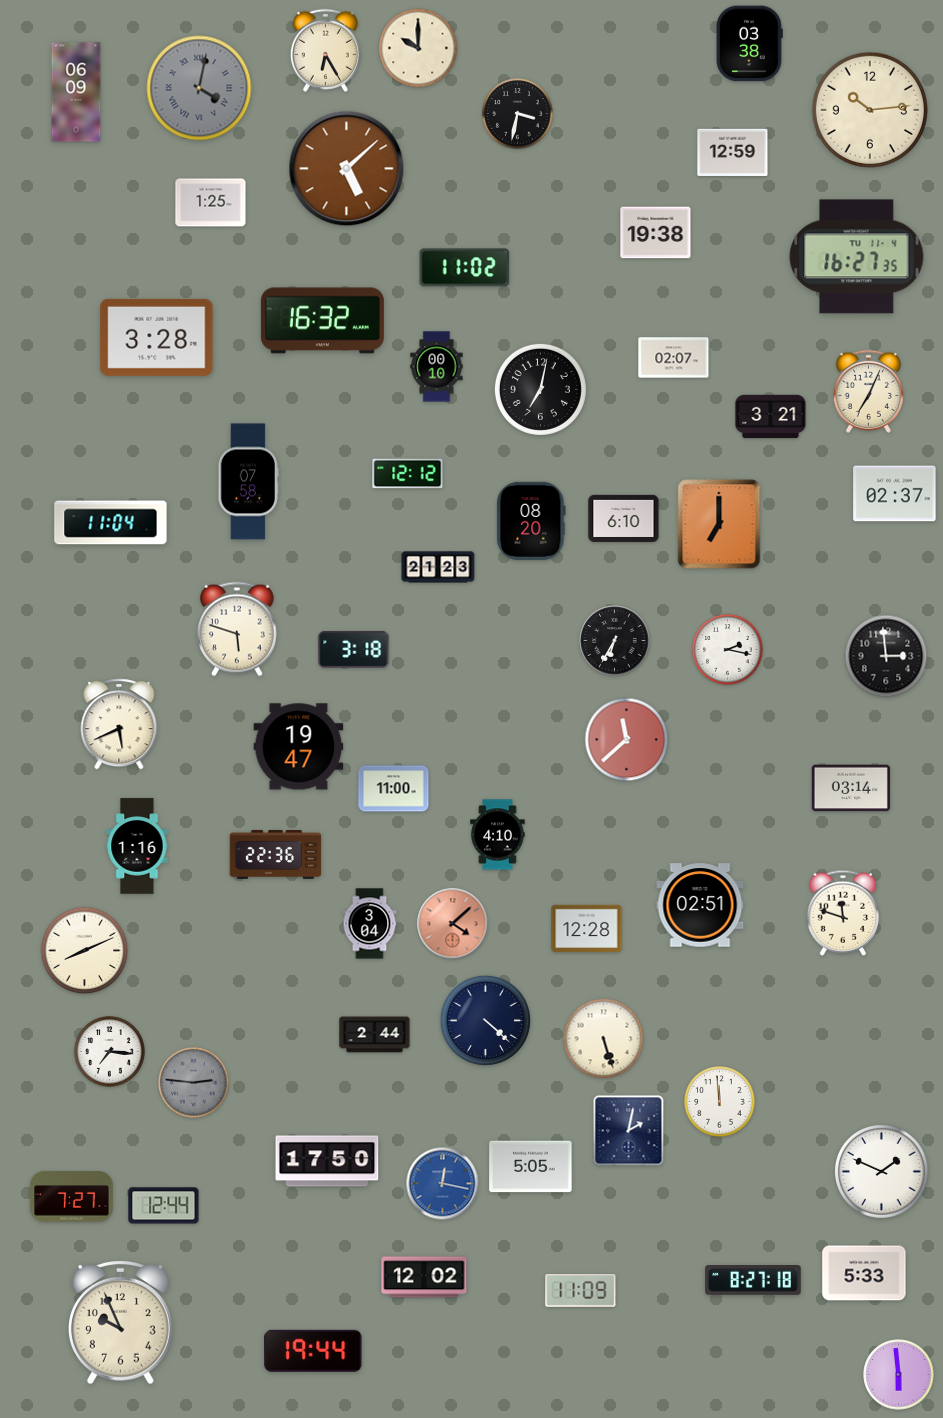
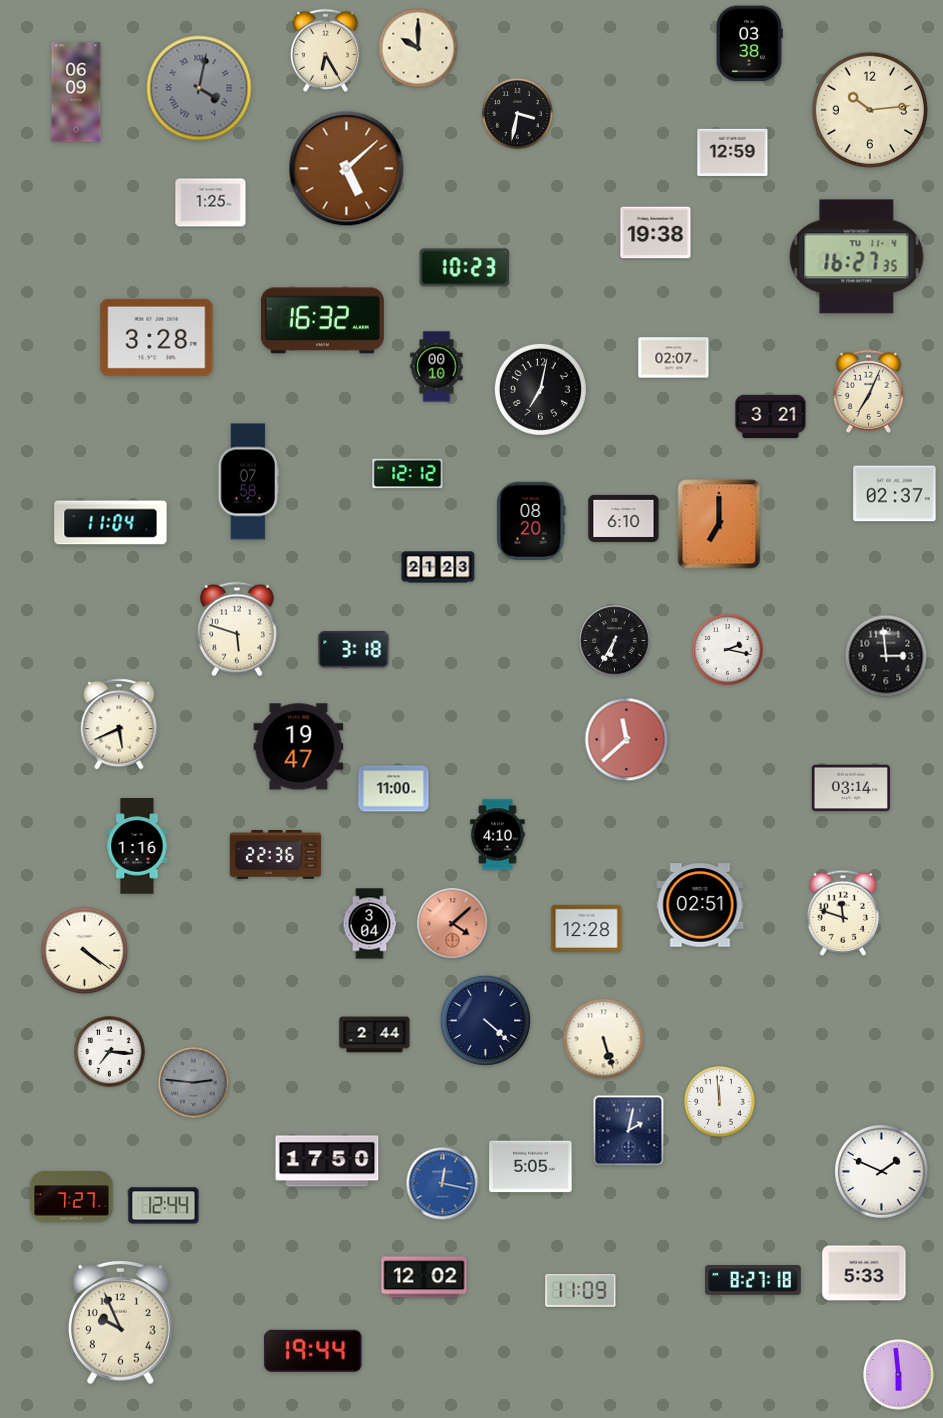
clock at (465, 268): 11:02 -> 10:23
clock at (85, 951): 8:11 -> 4:21
